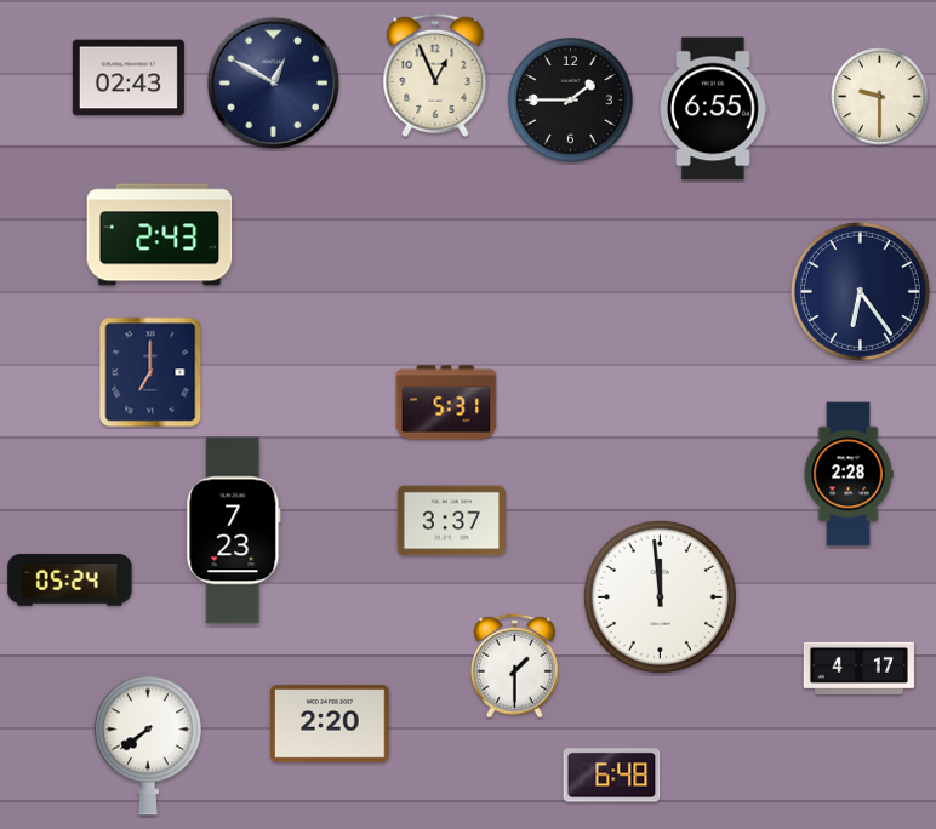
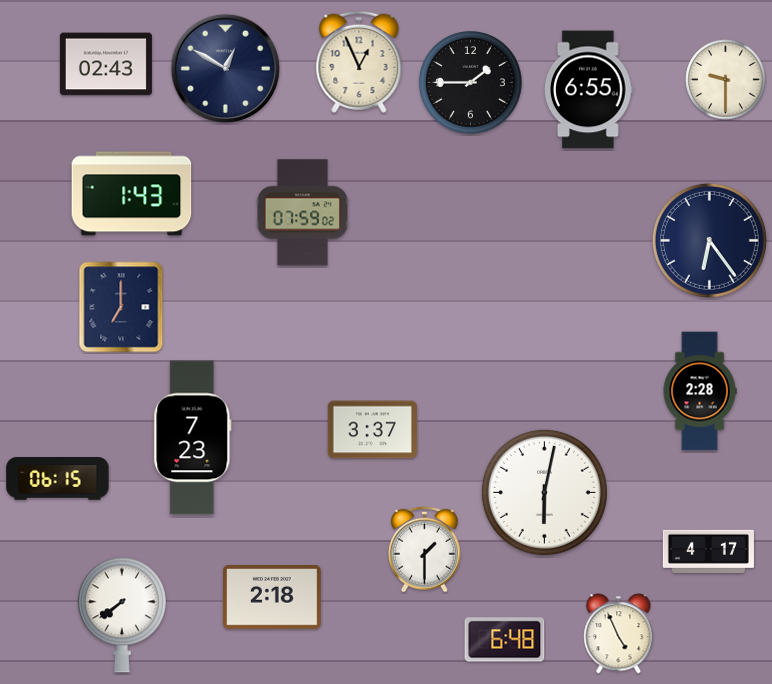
clock at (160, 235): 2:43 -> 1:43
clock at (302, 213): none -> 07:59
clock at (150, 372) position: (150, 372) -> (121, 307)
clock at (446, 402): 5:31 -> none
clock at (70, 581): 05:24 -> 06:15
clock at (660, 596): 11:59 -> 6:02
clock at (330, 724): 2:20 -> 2:18
clock at (619, 634): none -> 4:56
